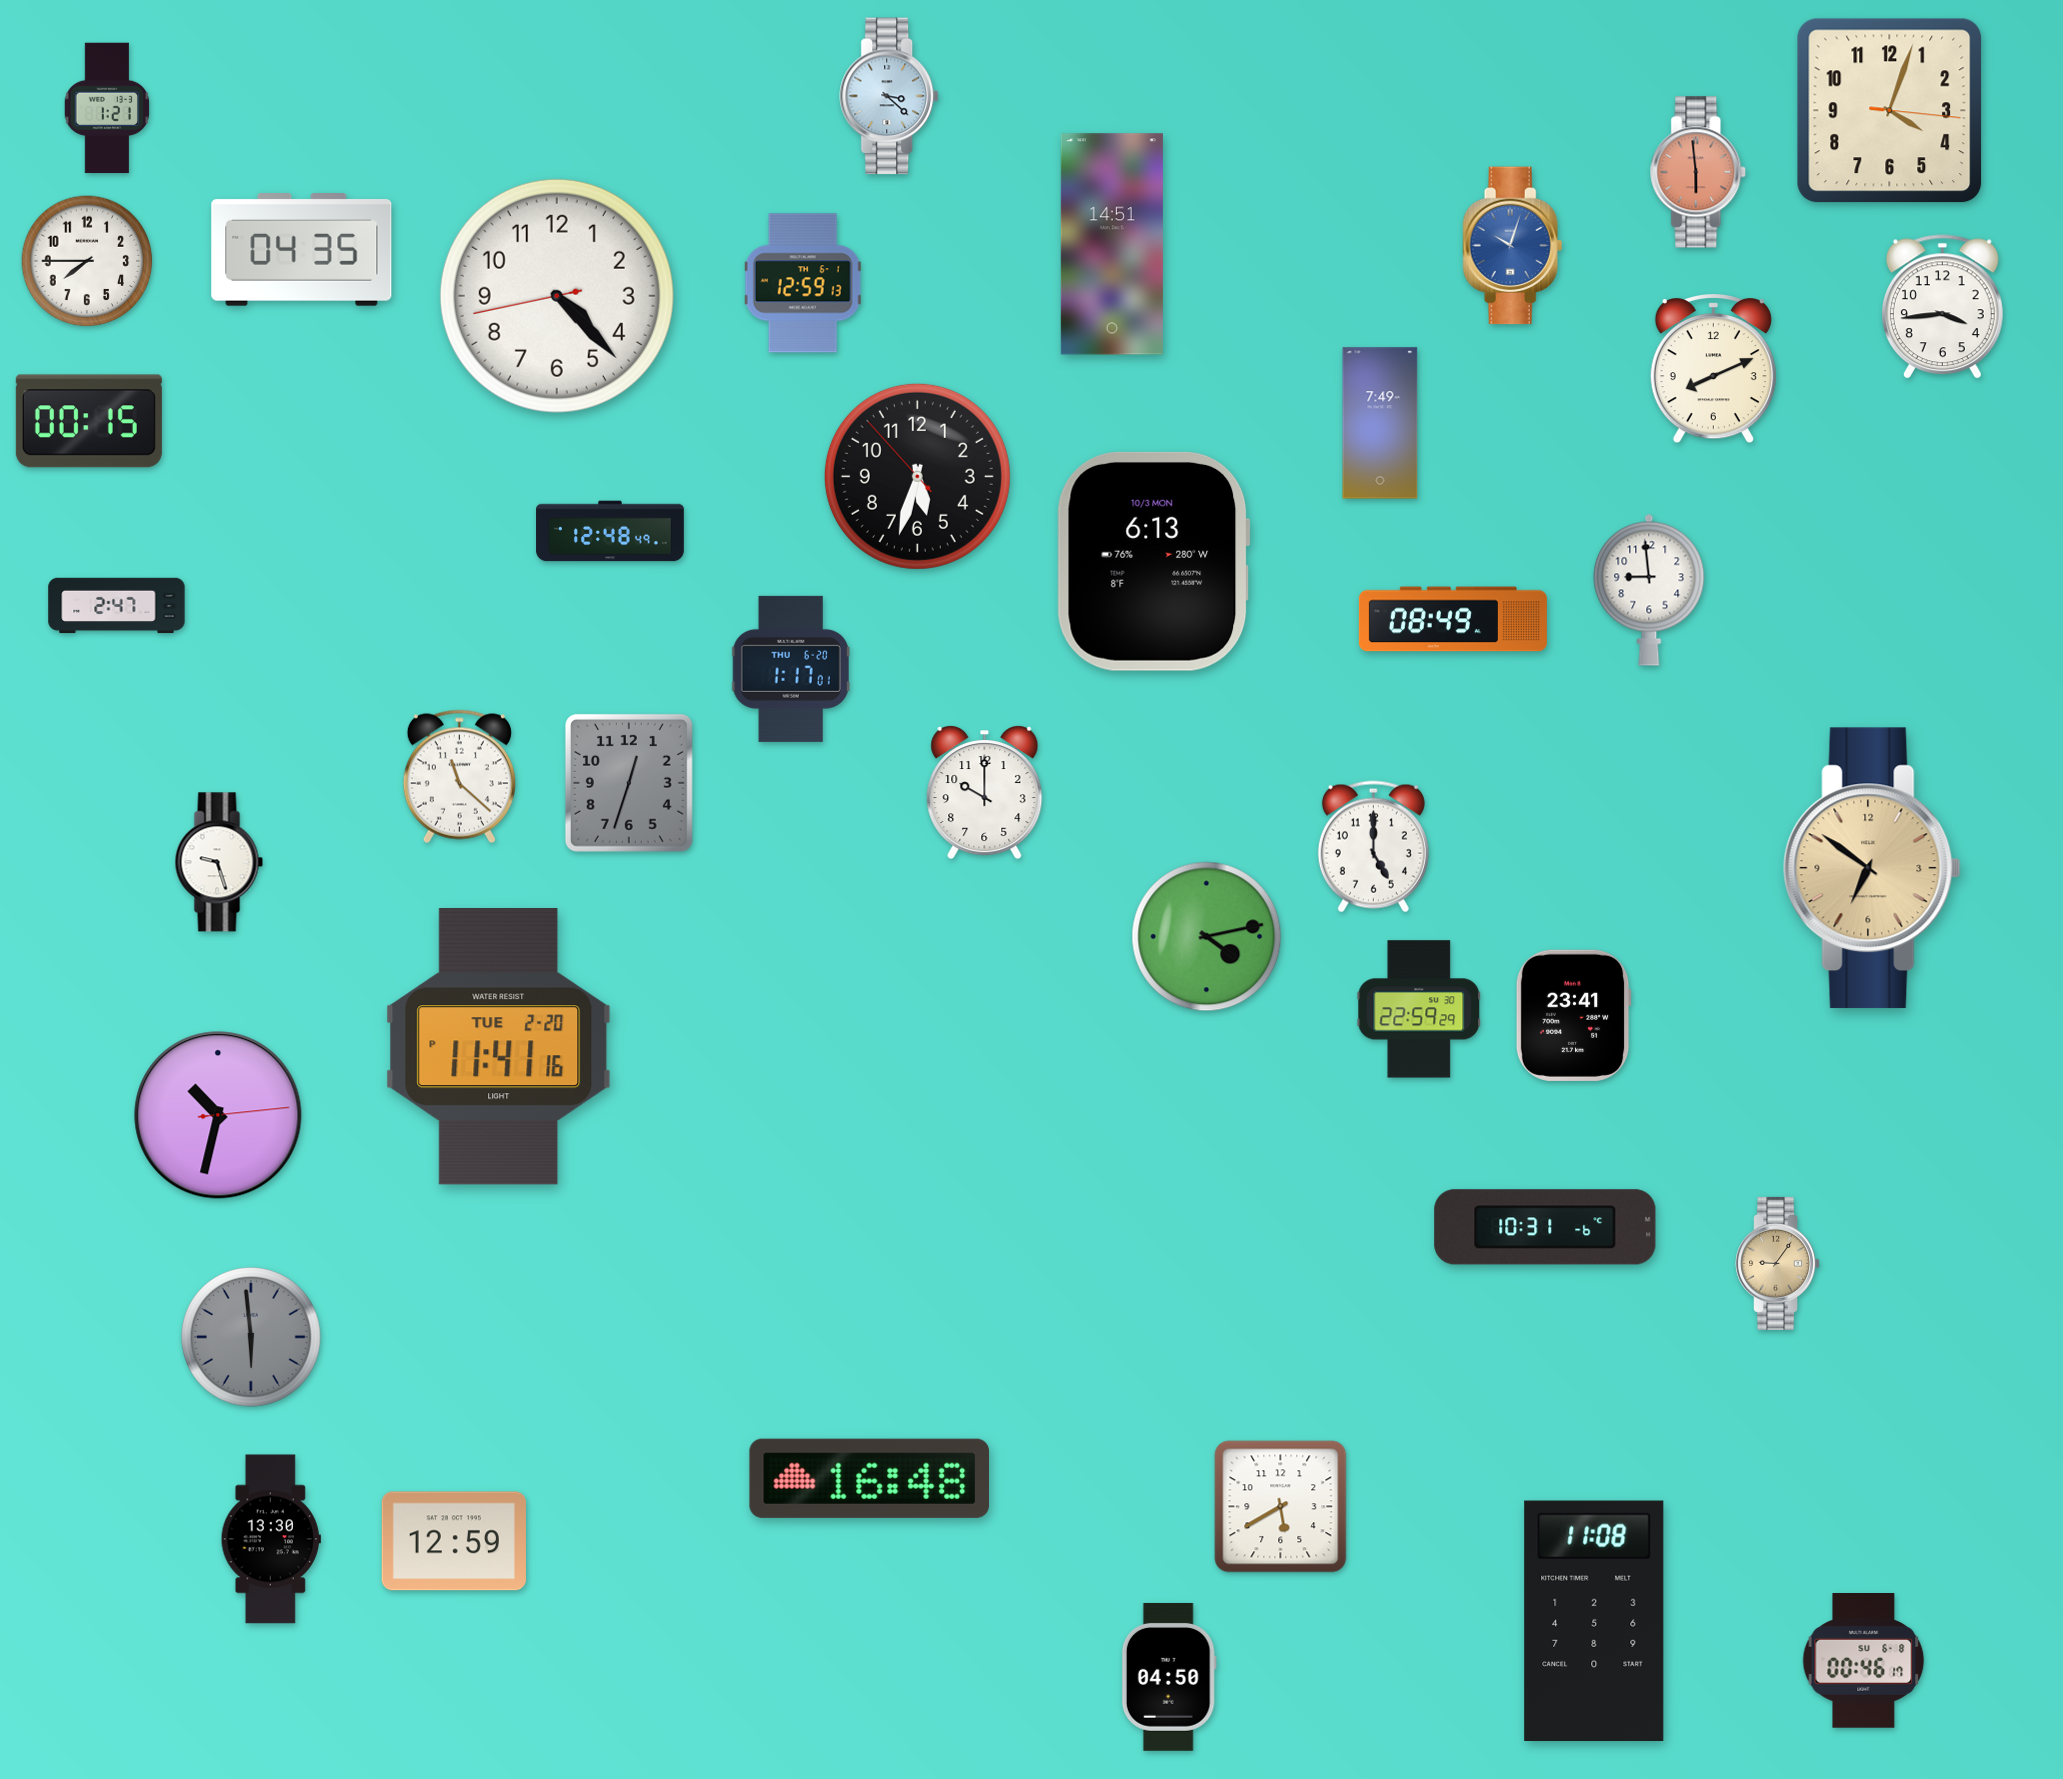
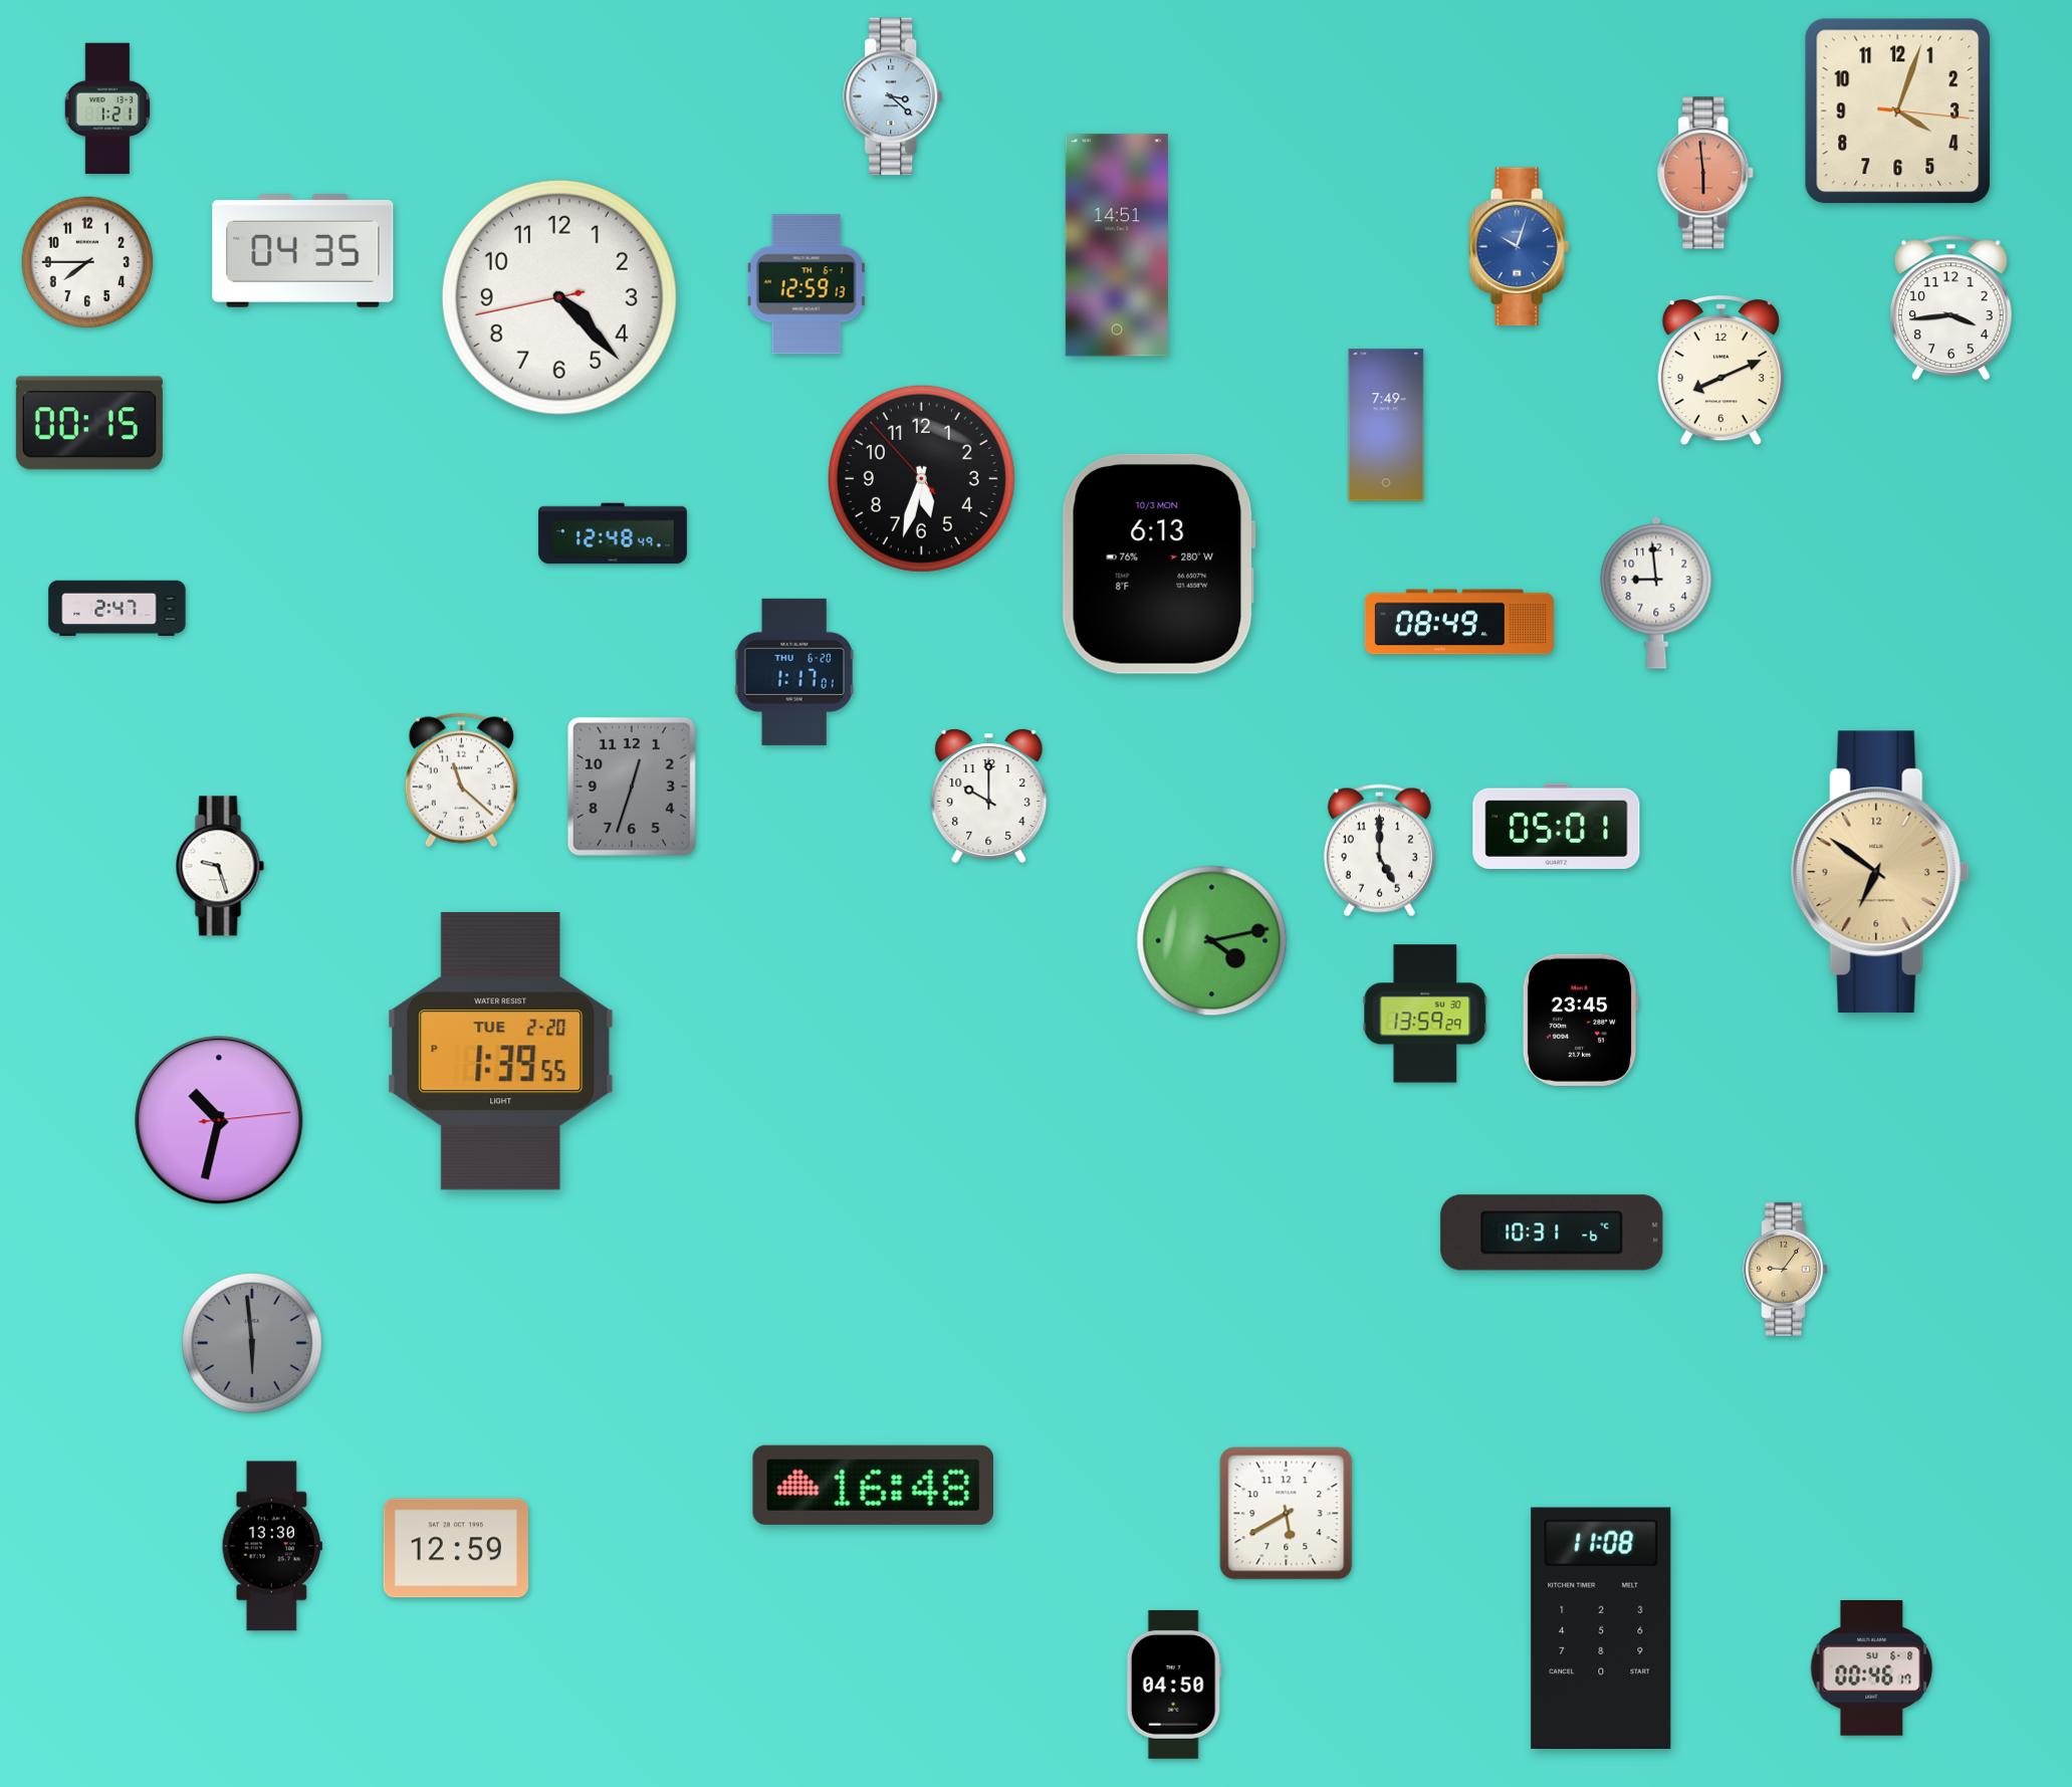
clock at (1557, 826): none -> 05:01
clock at (1419, 1009): 22:59 -> 13:59
clock at (1573, 1015): 23:41 -> 23:45
clock at (499, 1047): 11:41 -> 1:39
